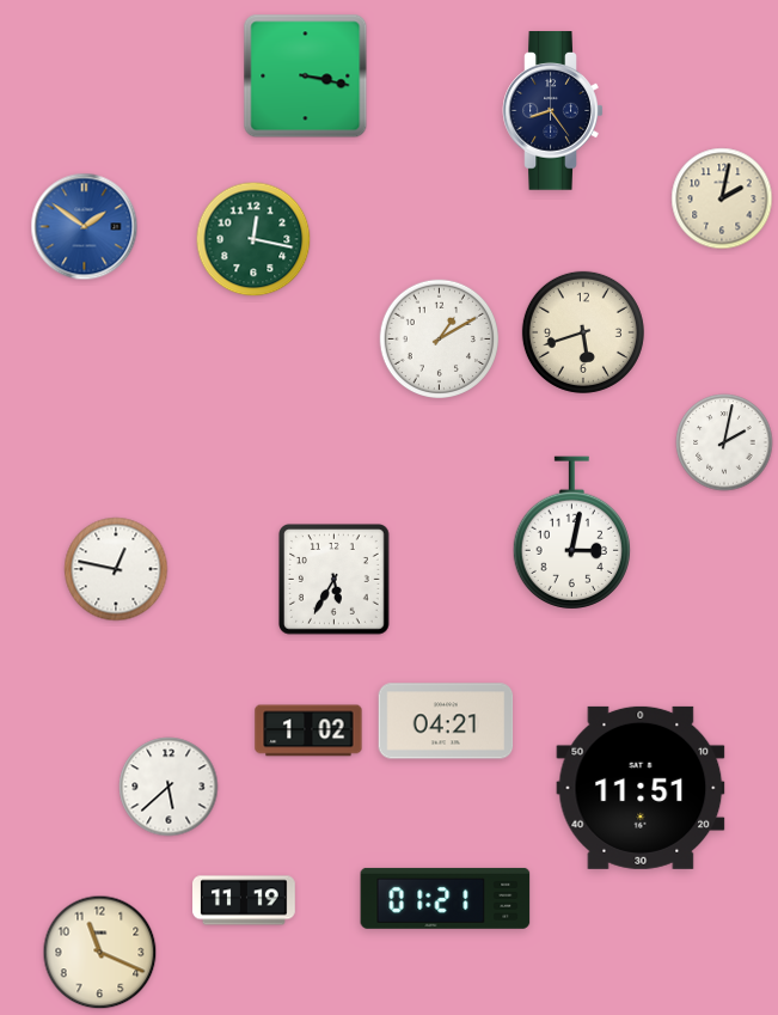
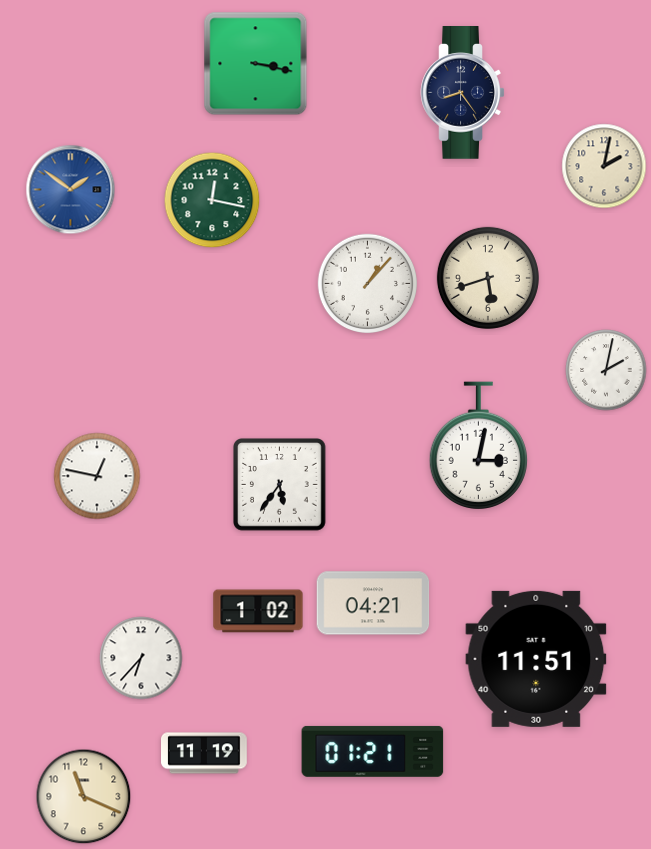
clock at (440, 340): 1:10 -> 1:07
clock at (335, 580): 5:35 -> 5:36
clock at (169, 787): 5:38 -> 6:37
